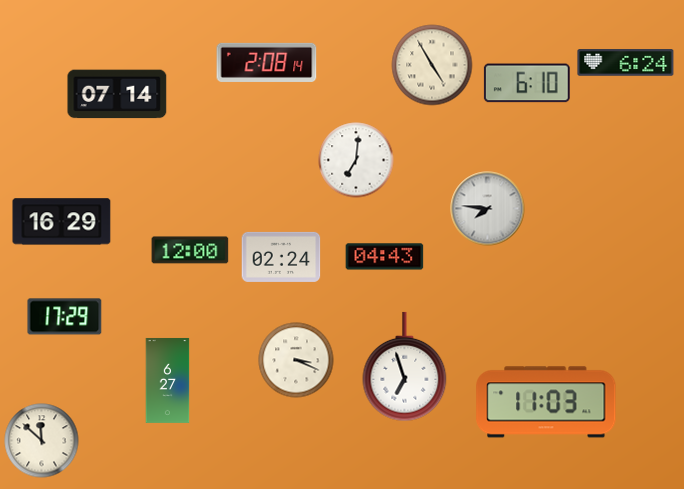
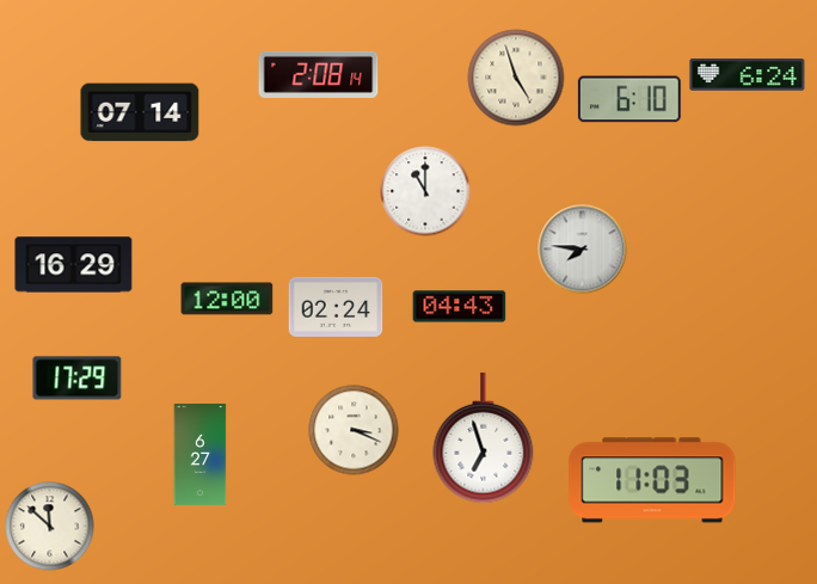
clock at (432, 65): 4:55 -> 4:57
clock at (356, 160): 7:01 -> 11:00
